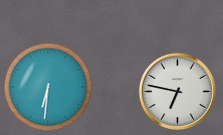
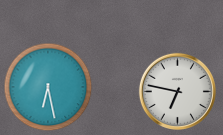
clock at (48, 87): 6:31 -> 6:28
